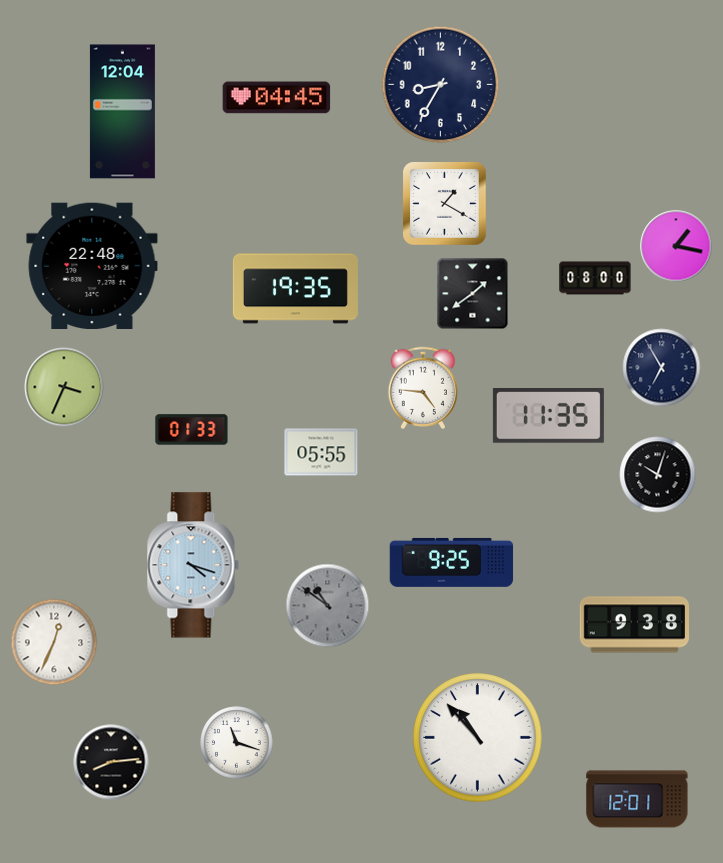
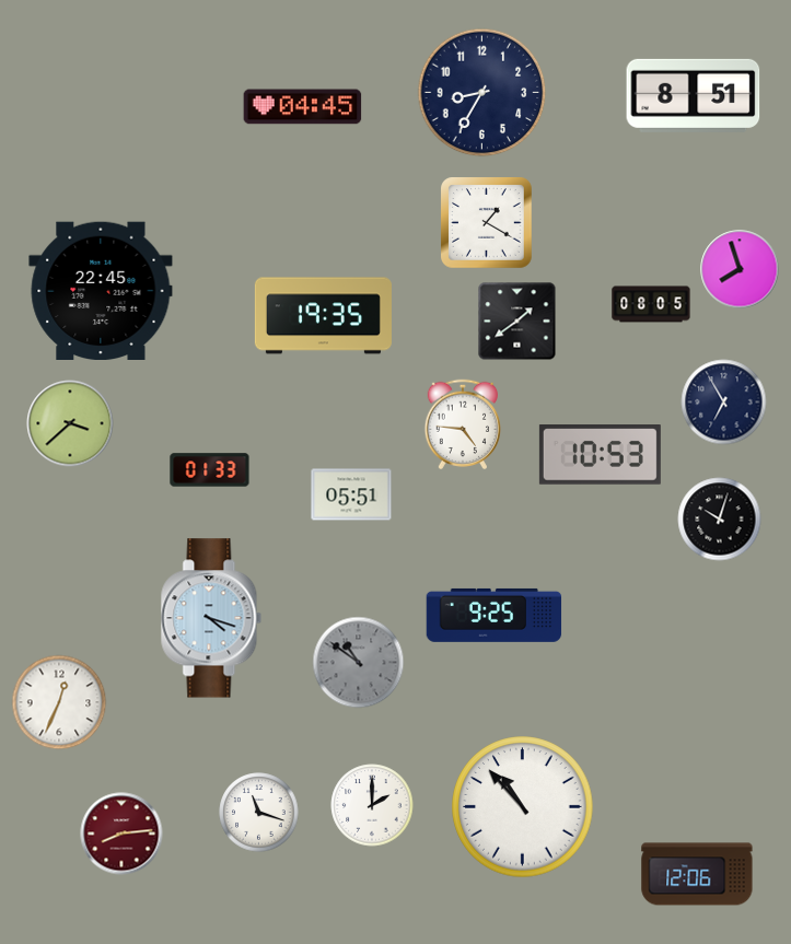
clock at (694, 95): none -> 8:51
clock at (122, 112): 12:04 -> none
clock at (676, 246): 1:17 -> 7:57
clock at (92, 265): 22:48 -> 22:45
clock at (595, 278): 08:00 -> 08:05
clock at (64, 387): 3:34 -> 3:38
clock at (548, 416): 11:35 -> 10:53
clock at (321, 452): 05:55 -> 05:51
clock at (634, 625): 9:38 -> none
clock at (372, 805): none -> 2:00
clock at (111, 762) dial: black -> burgundy
clock at (637, 799): 12:01 -> 12:06
